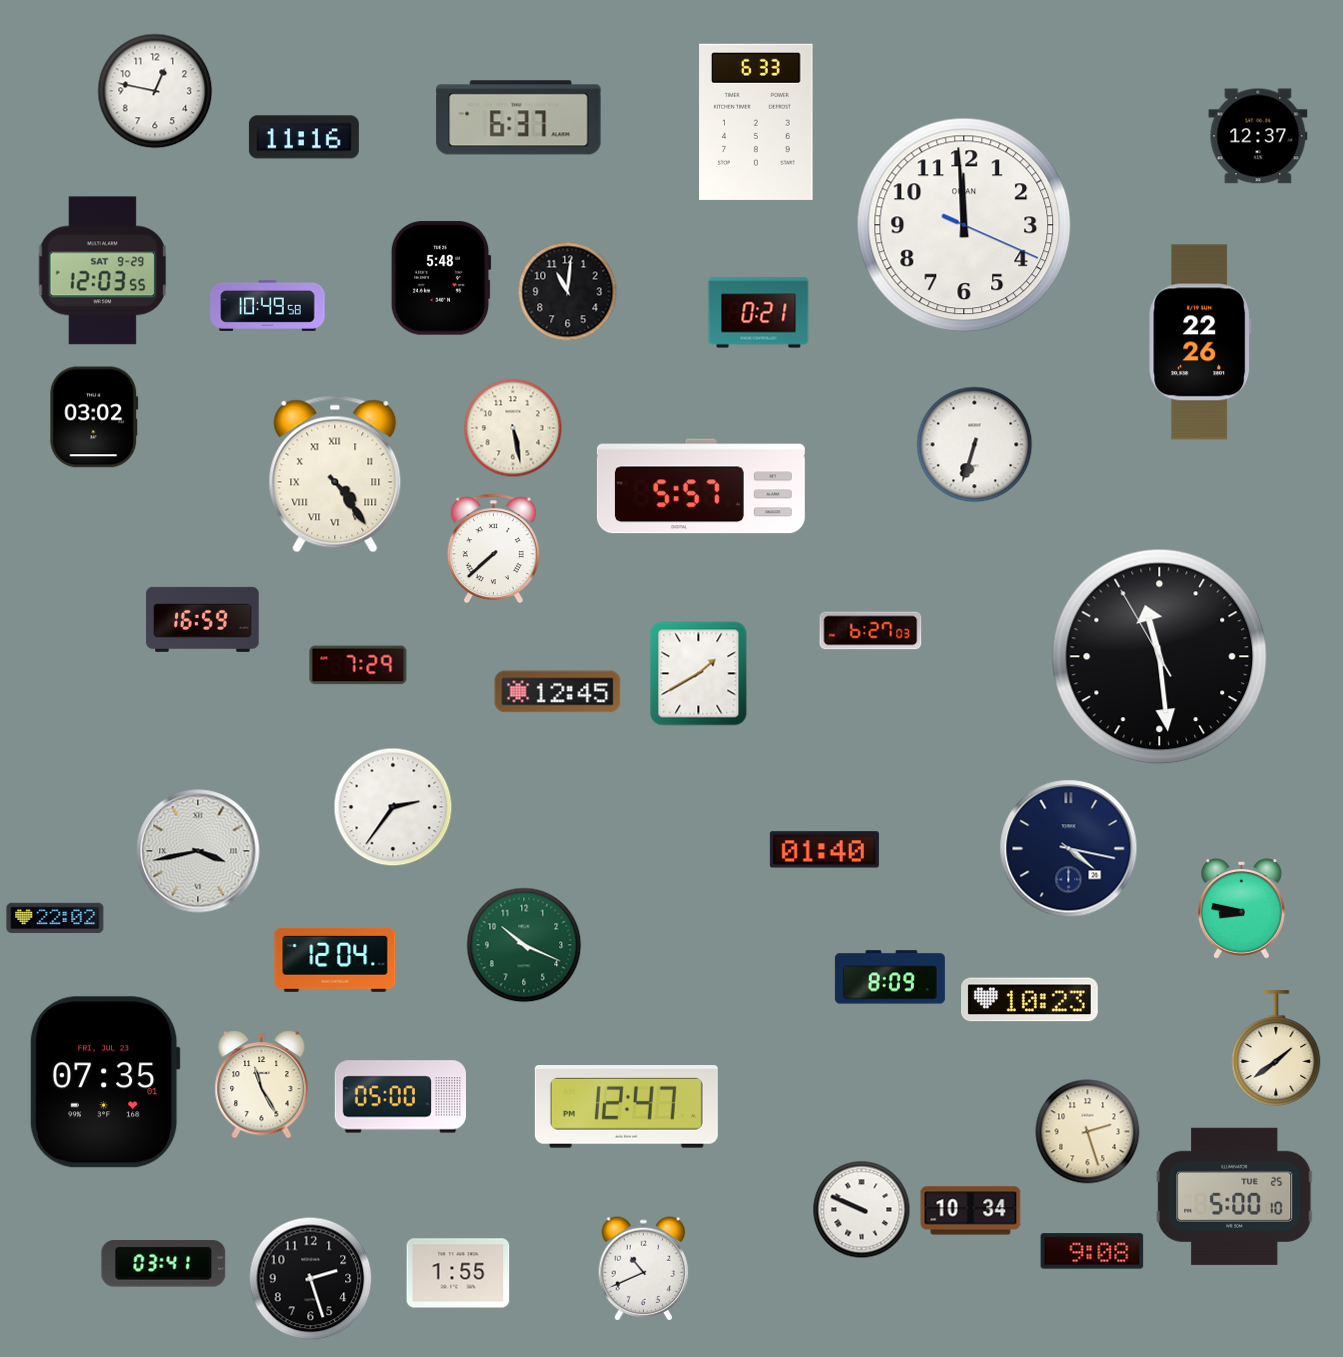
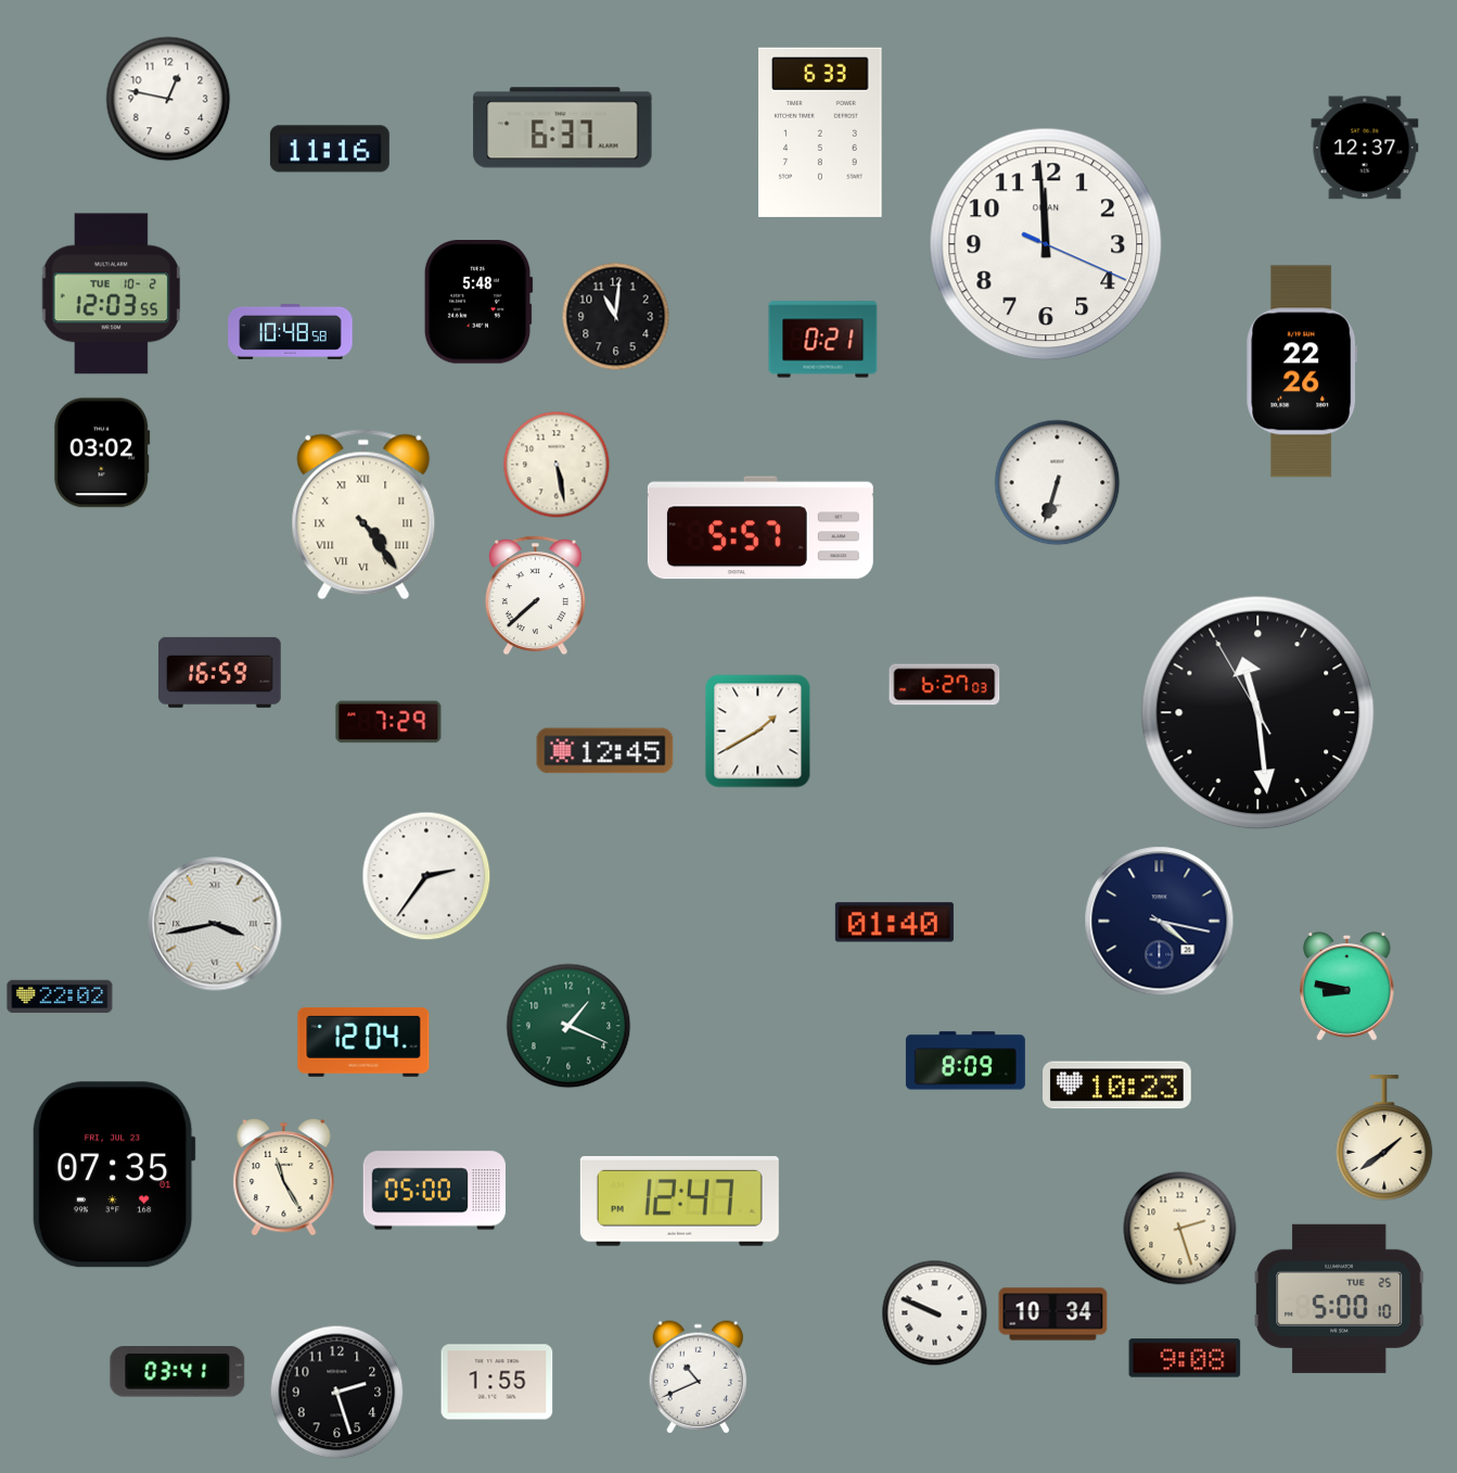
clock at (103, 271) date: SAT 9-29 -> TUE 10-2
clock at (268, 305): 10:49 -> 10:48
clock at (524, 945): 10:19 -> 1:19
clock at (311, 1279) position: (311, 1279) -> (337, 1393)
